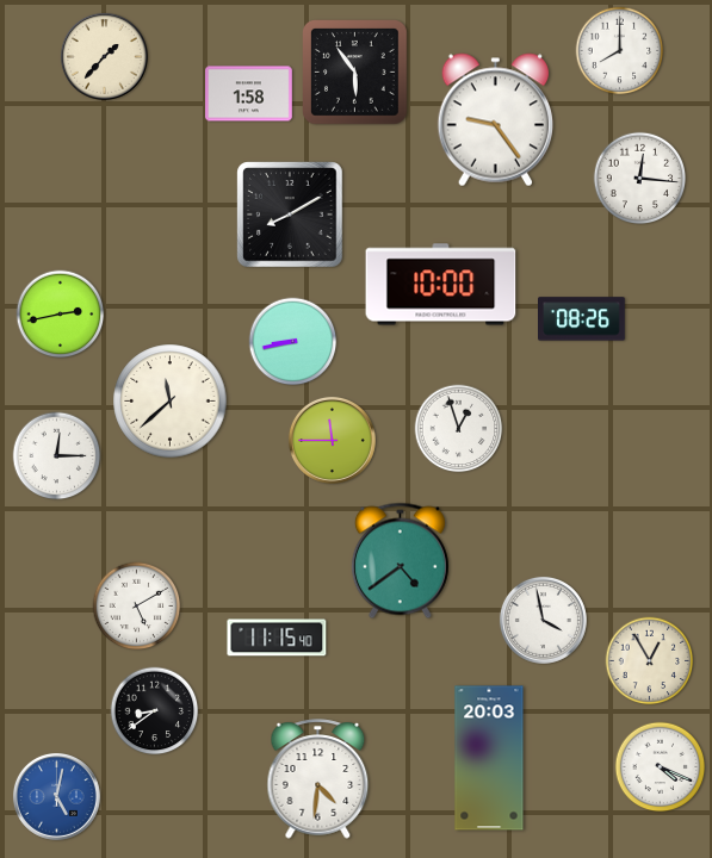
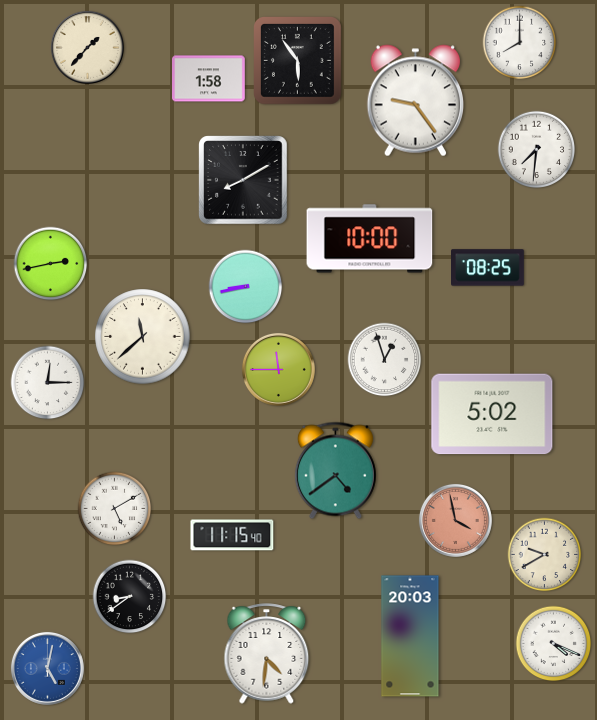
clock at (640, 179): 12:16 -> 7:31
clock at (582, 319): 08:26 -> 08:25
clock at (492, 414): none -> 5:02
clock at (543, 620) dial: white -> salmon
clock at (650, 661): 12:55 -> 9:40
